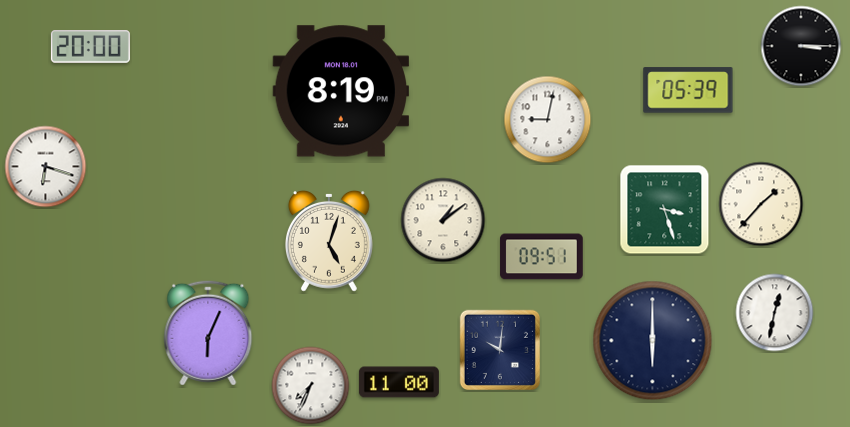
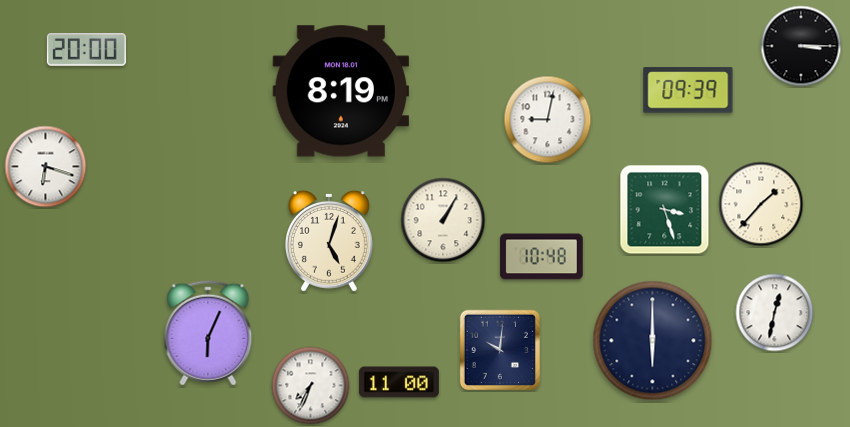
clock at (90, 47) position: (90, 47) -> (86, 50)
clock at (688, 90): 05:39 -> 09:39
clock at (443, 220): 1:09 -> 1:05
clock at (542, 257): 09:51 -> 10:48
